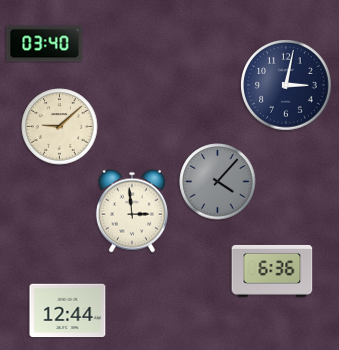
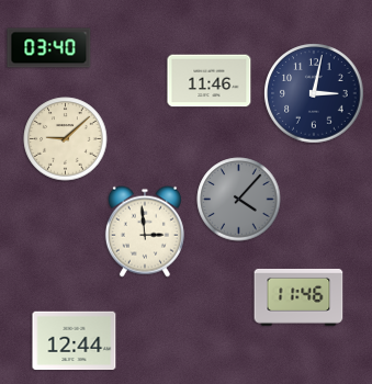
clock at (210, 81): none -> 11:46
clock at (272, 271): 6:36 -> 11:46
